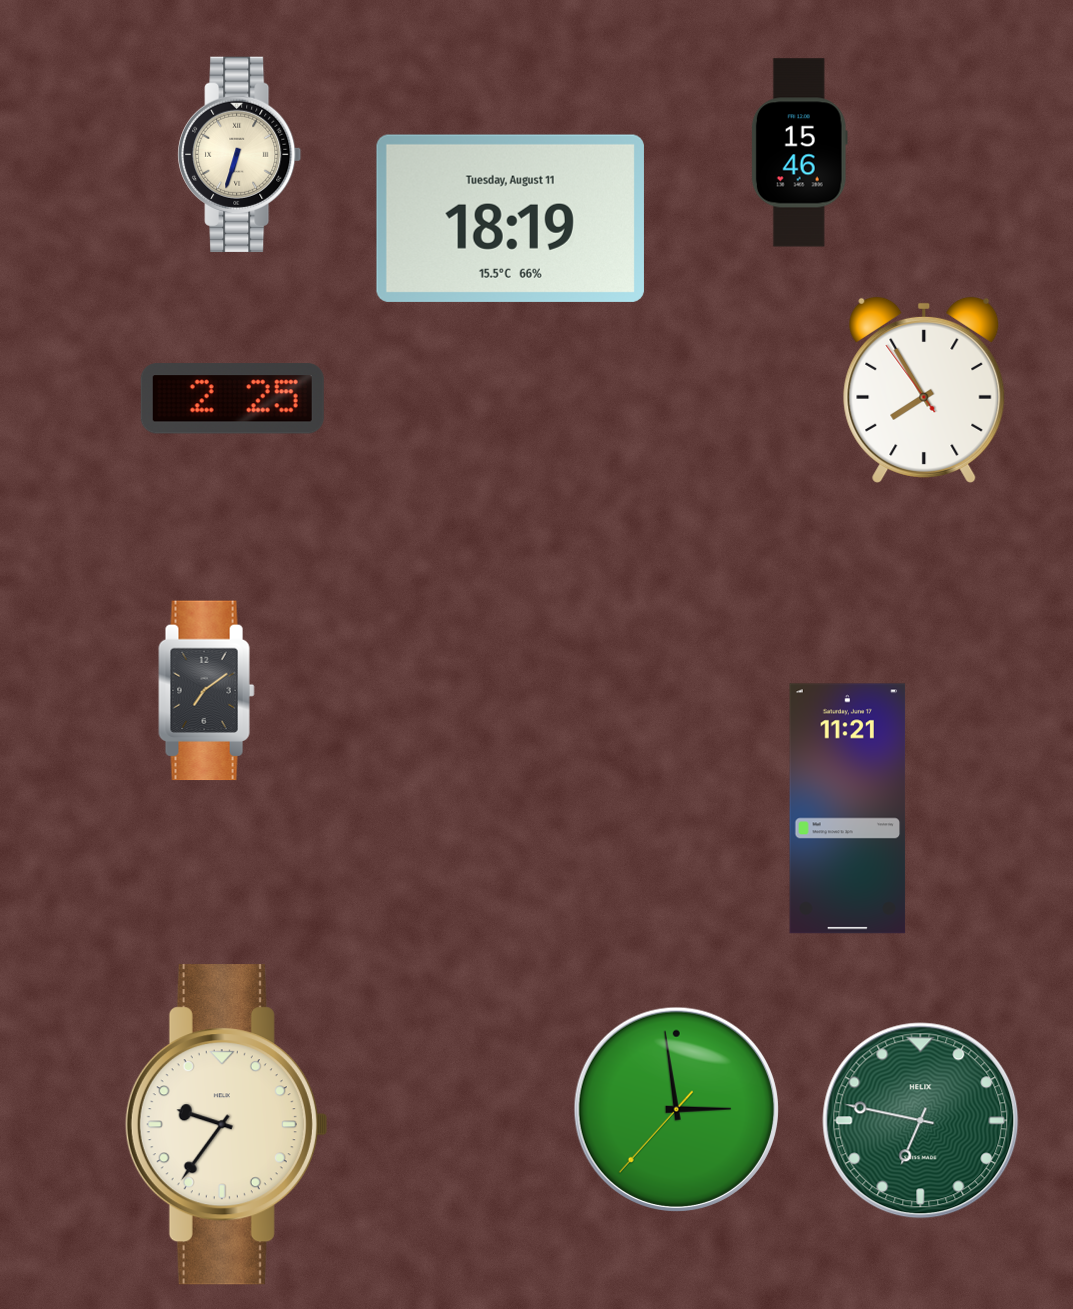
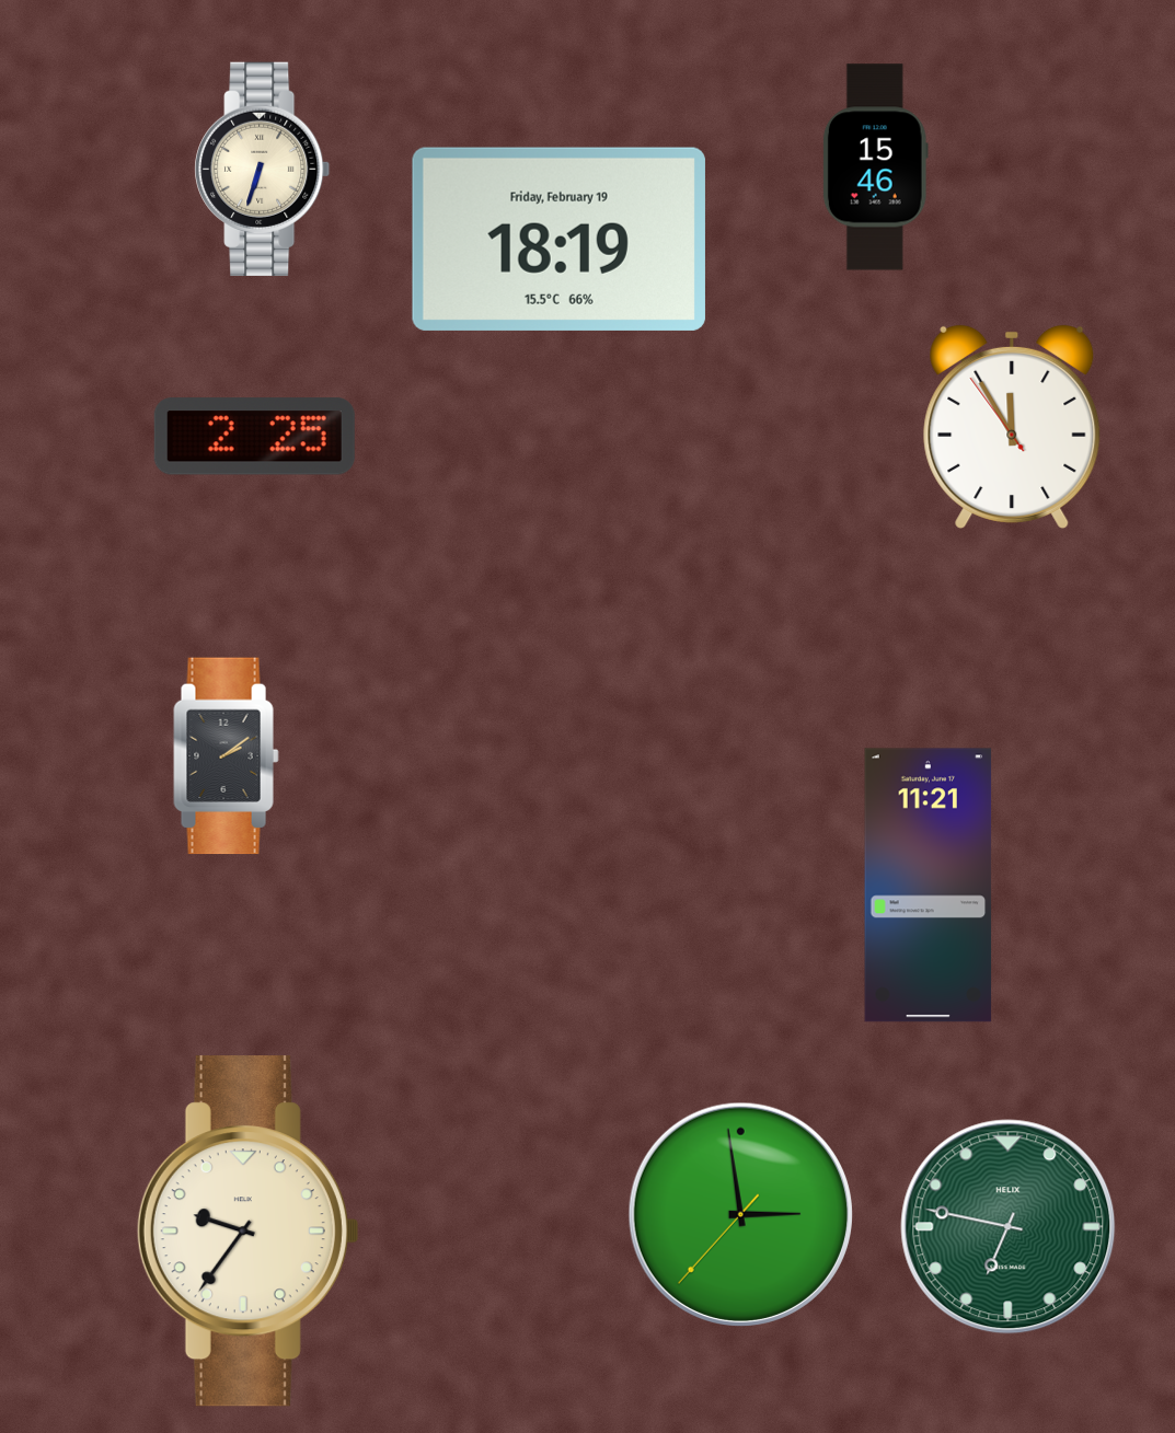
clock at (510, 218) date: Tuesday, August 11 -> Friday, February 19
clock at (924, 390): 7:54 -> 11:54
clock at (207, 691): 7:09 -> 2:09
